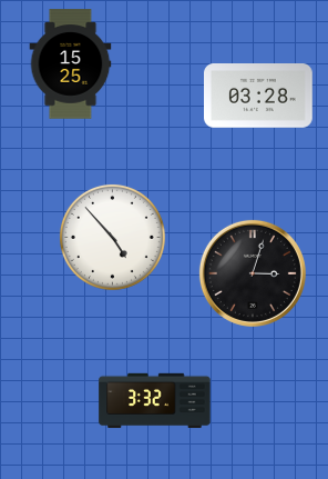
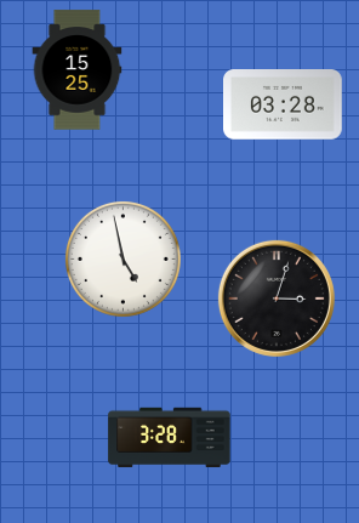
clock at (112, 237): 4:53 -> 4:58
clock at (155, 401): 3:32 -> 3:28
